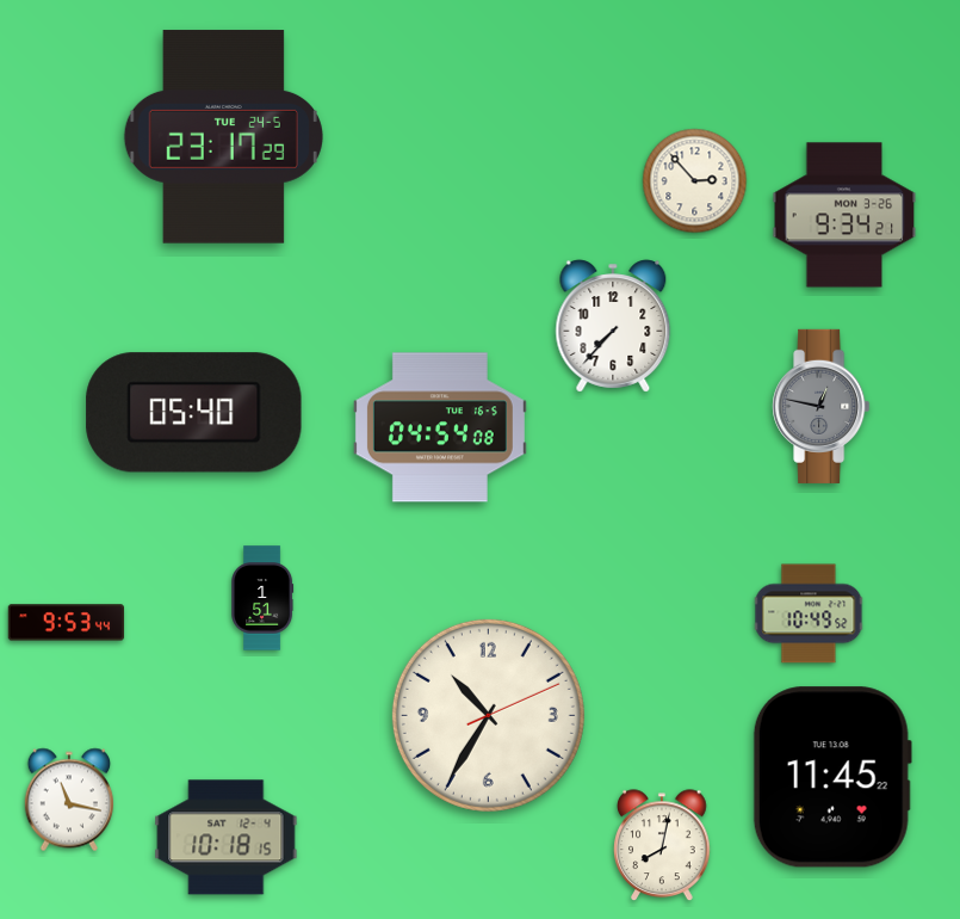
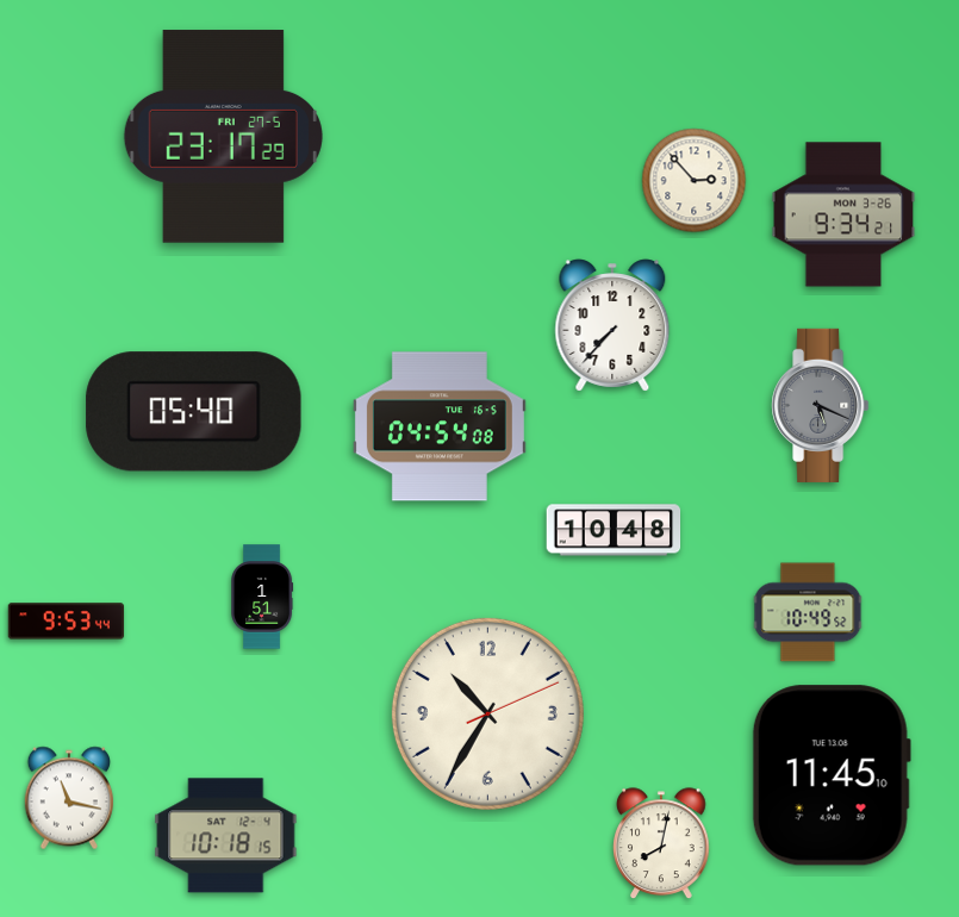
clock at (223, 137) date: TUE 24-5 -> FRI 27-5
clock at (822, 406): 12:47 -> 5:19
clock at (614, 530): none -> 10:48
clock at (832, 777): 11:45 -> 11:45:10
